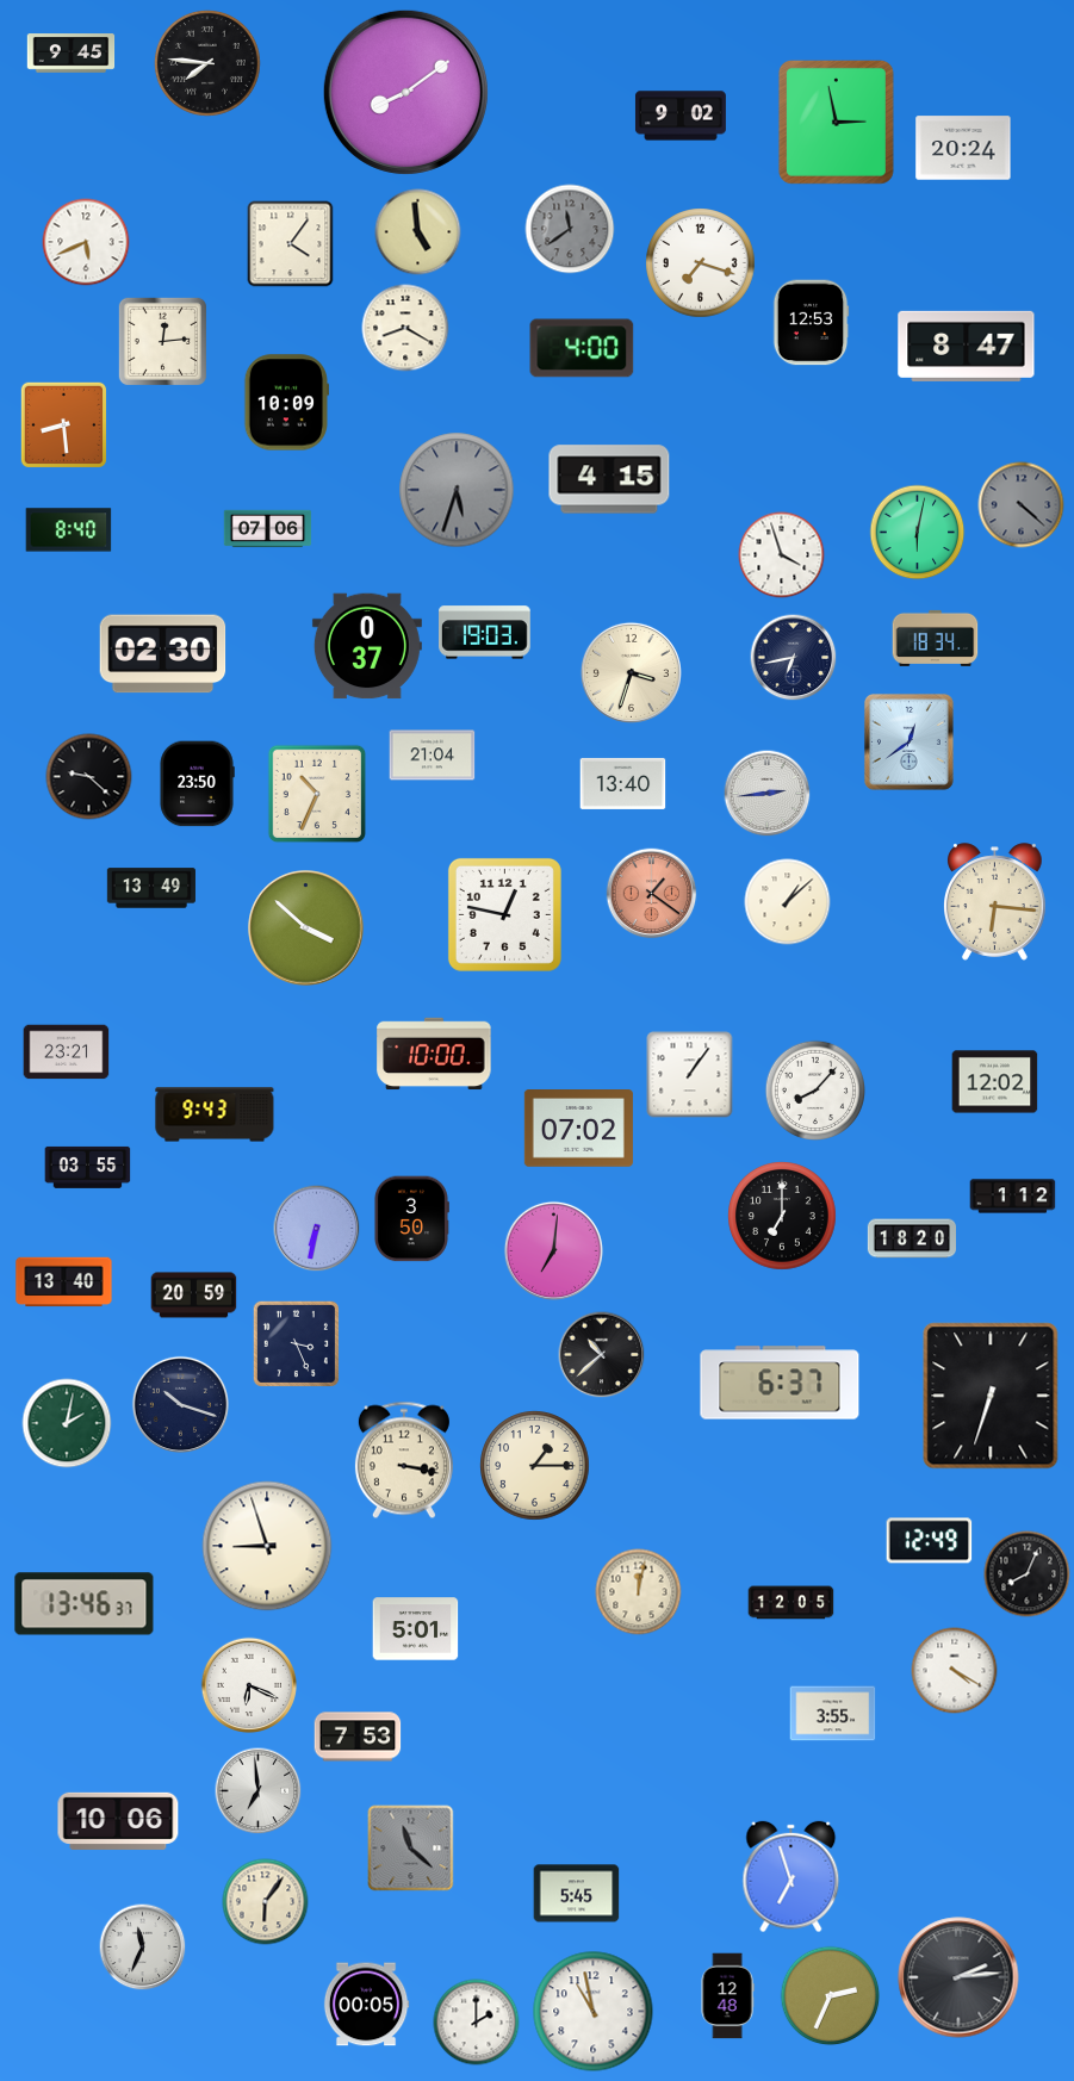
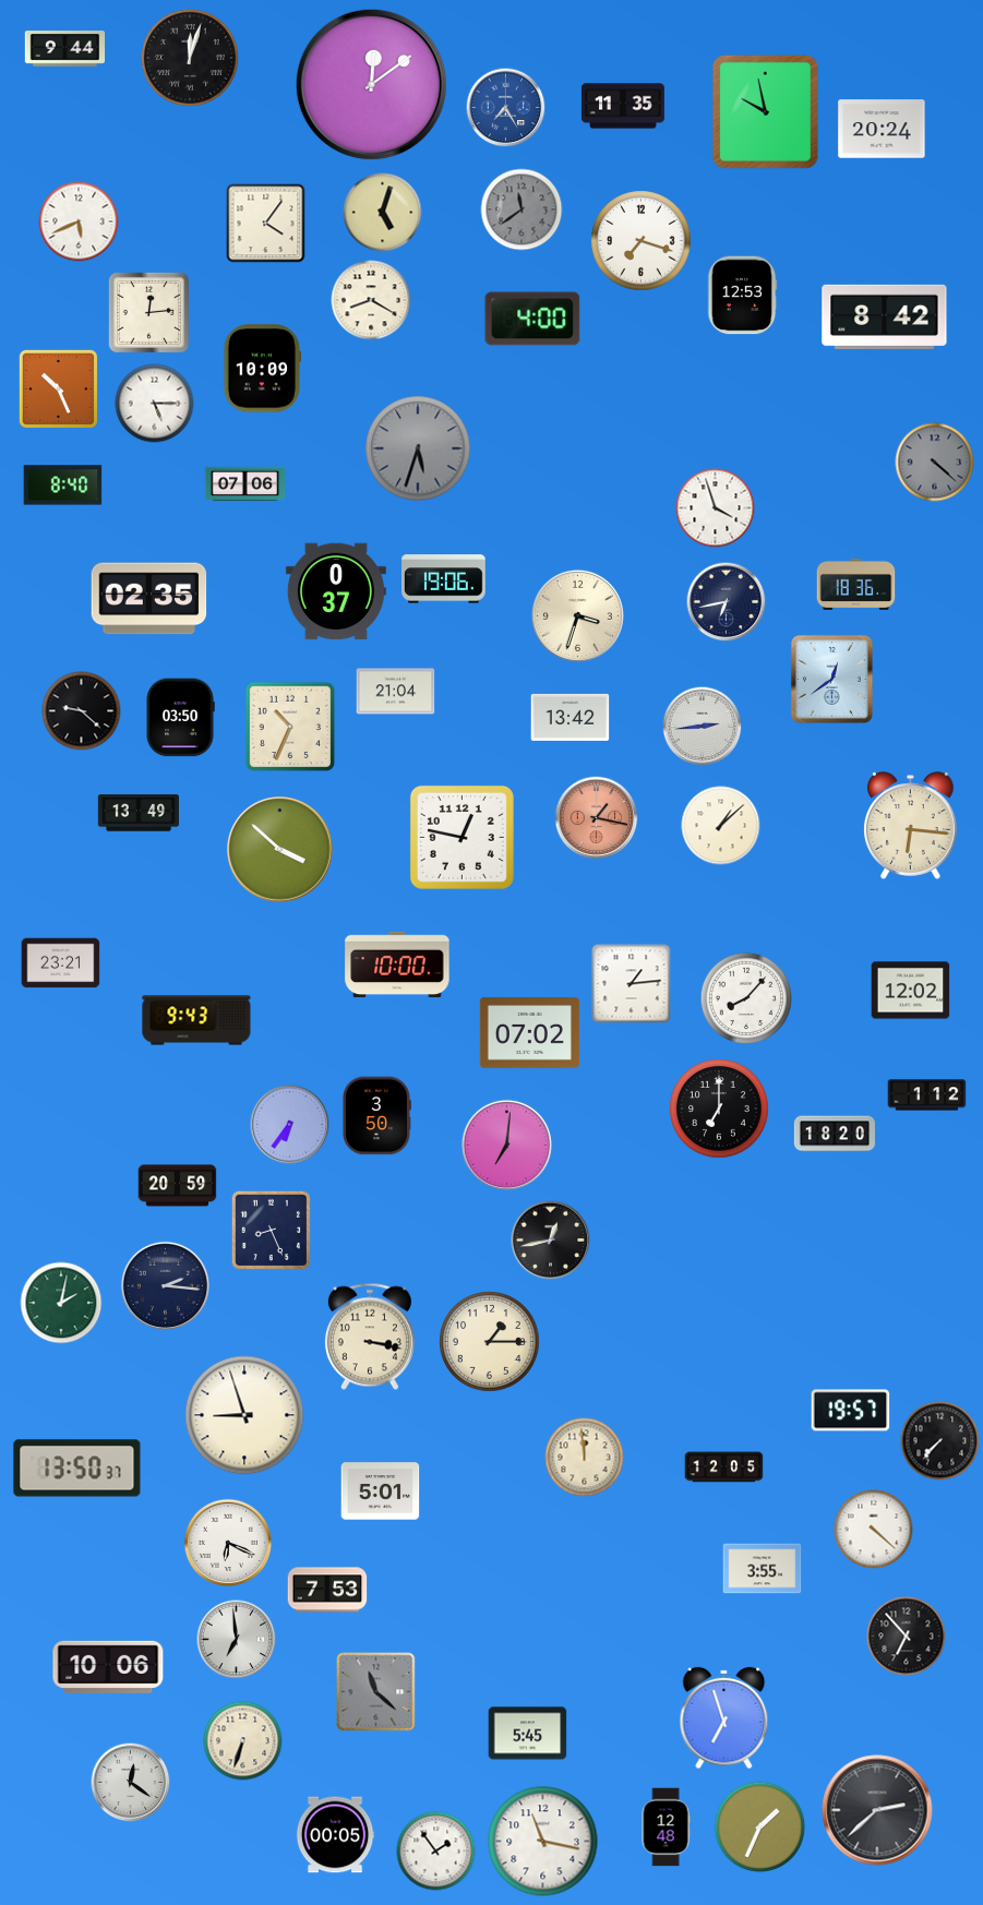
clock at (72, 54): 9:45 -> 9:44
clock at (207, 63): 7:46 -> 12:03
clock at (405, 92): 8:09 -> 12:09
clock at (681, 116): 9:02 -> 11:35
clock at (506, 108): none -> 7:25
clock at (836, 122): 2:58 -> 9:58
clock at (963, 148) position: (963, 148) -> (882, 129)
clock at (418, 232): 4:59 -> 5:03
clock at (967, 346): 8:47 -> 8:42
clock at (63, 424): 8:29 -> 10:26
clock at (155, 404): none -> 5:15
clock at (609, 479): 4:15 -> none
clock at (918, 533): 6:02 -> none
clock at (485, 633): 19:03 -> 19:06
clock at (936, 638): 18:34 -> 18:36
clock at (163, 654): 02:30 -> 02:35
clock at (623, 783): 13:40 -> 13:42
clock at (197, 784): 23:50 -> 03:50
clock at (652, 894): 1:21 -> 1:17
clock at (690, 1075): 1:06 -> 1:14
clock at (88, 1167): 03:55 -> none
clock at (783, 1217) position: (783, 1217) -> (720, 1110)
clock at (317, 1229): 6:32 -> 6:36
clock at (64, 1282): 13:40 -> none
clock at (296, 1343): 3:26 -> 8:26
clock at (602, 1355): 10:38 -> 12:43
clock at (780, 1383): 6:37 -> none
clock at (991, 1396): 6:33 -> none
clock at (180, 1404): 10:18 -> 2:16
clock at (930, 1541): 12:49 -> 19:57
clock at (1028, 1574): 8:04 -> 7:37
clock at (639, 1592): 12:02 -> 11:59
clock at (85, 1604): 13:46 -> 13:50
clock at (955, 1671): 4:20 -> 4:22
clock at (907, 1637): none -> 6:53
clock at (266, 1902): 6:06 -> 6:33
clock at (143, 1948): 11:34 -> 12:21
clock at (958, 1977): 2:14 -> 2:38
clock at (831, 1996): 2:34 -> 1:34
clock at (594, 2012): 10:58 -> 11:17
clock at (477, 2023): 2:00 -> 1:54
